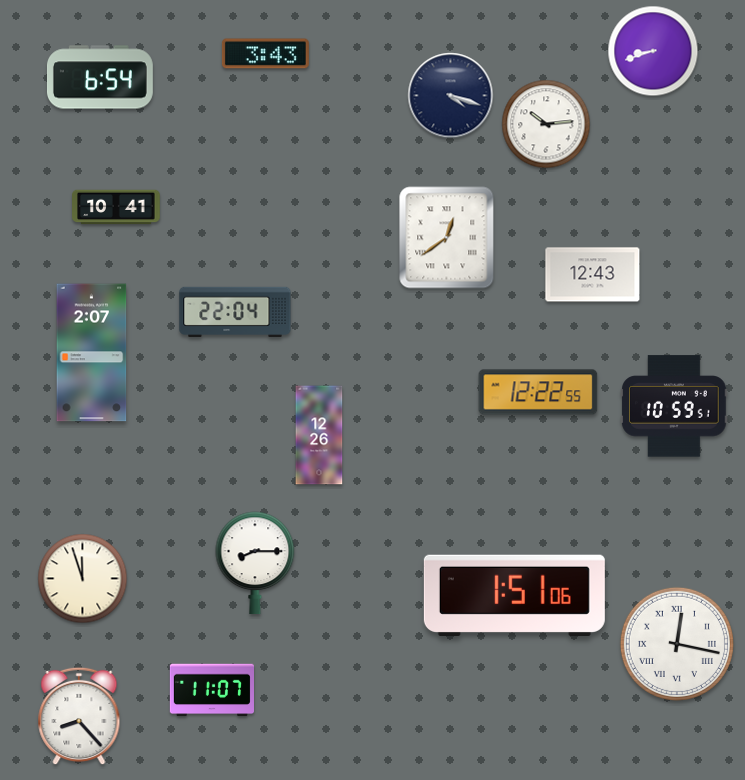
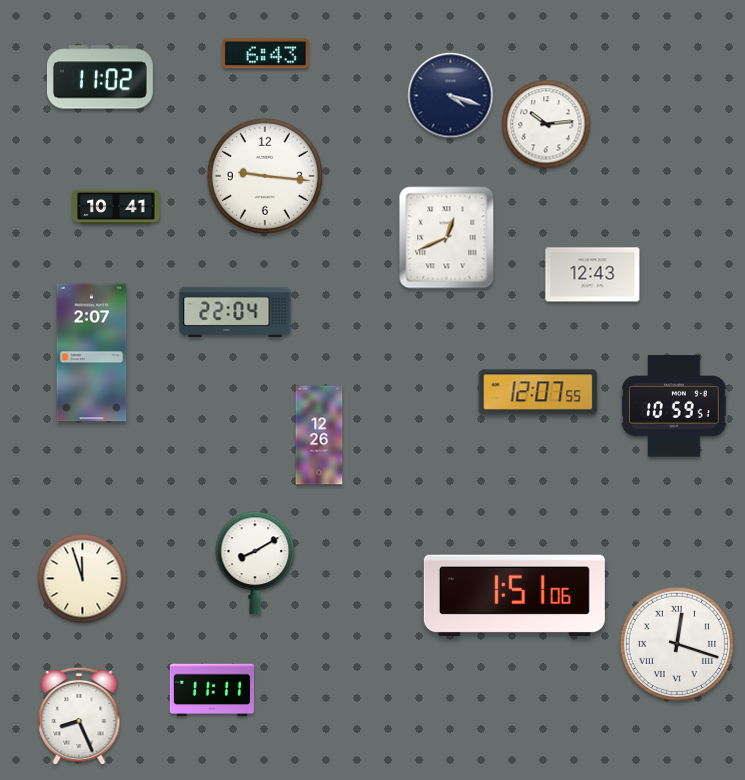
clock at (653, 51): 8:42 -> none
clock at (265, 54): 3:43 -> 6:43
clock at (100, 77): 6:54 -> 11:02
clock at (265, 176): none -> 9:16
clock at (447, 238): 12:39 -> 12:41
clock at (538, 392): 12:22 -> 12:07
clock at (255, 562): 8:15 -> 8:10
clock at (677, 644): 12:17 -> 12:18
clock at (211, 690): 11:07 -> 11:11
clock at (79, 716): 8:23 -> 8:26
